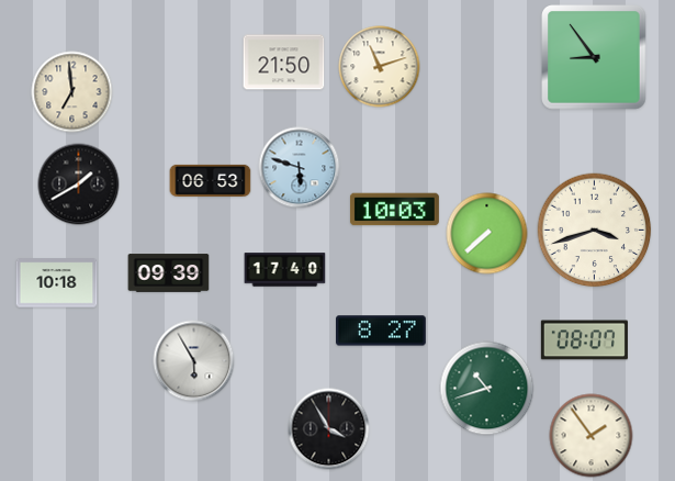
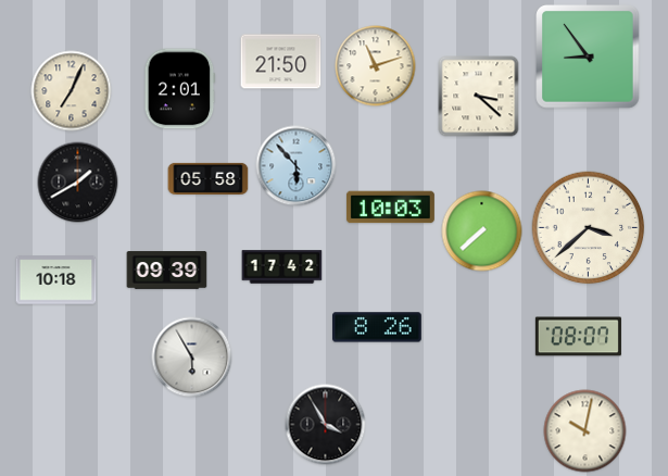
clock at (180, 89): none -> 2:01
clock at (72, 92): 6:59 -> 7:04
clock at (479, 97): none -> 3:22
clock at (300, 168): 5:48 -> 5:53
clock at (211, 180): 06:53 -> 05:58
clock at (595, 231): 3:42 -> 3:38
clock at (285, 270): 17:40 -> 17:42
clock at (382, 331): 8:27 -> 8:26
clock at (487, 389): 10:42 -> none
clock at (592, 436): 1:54 -> 10:02
